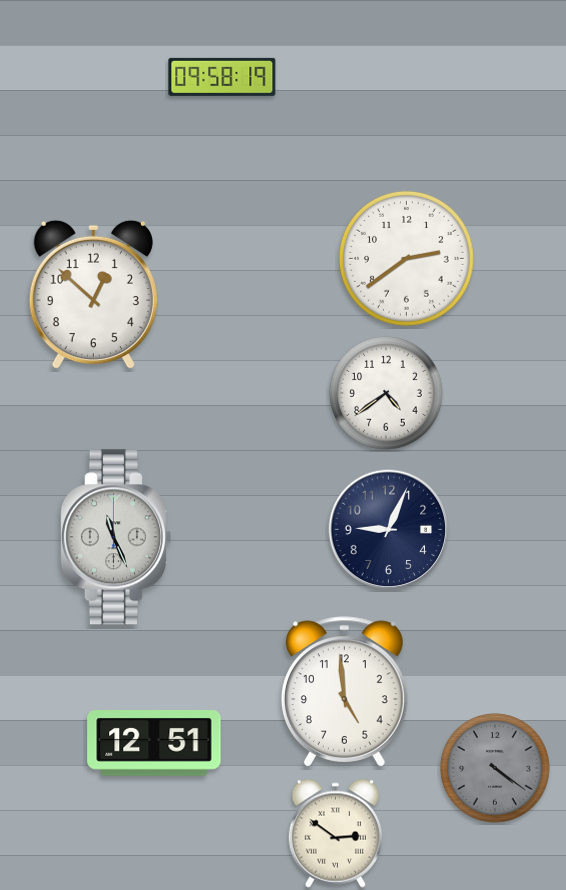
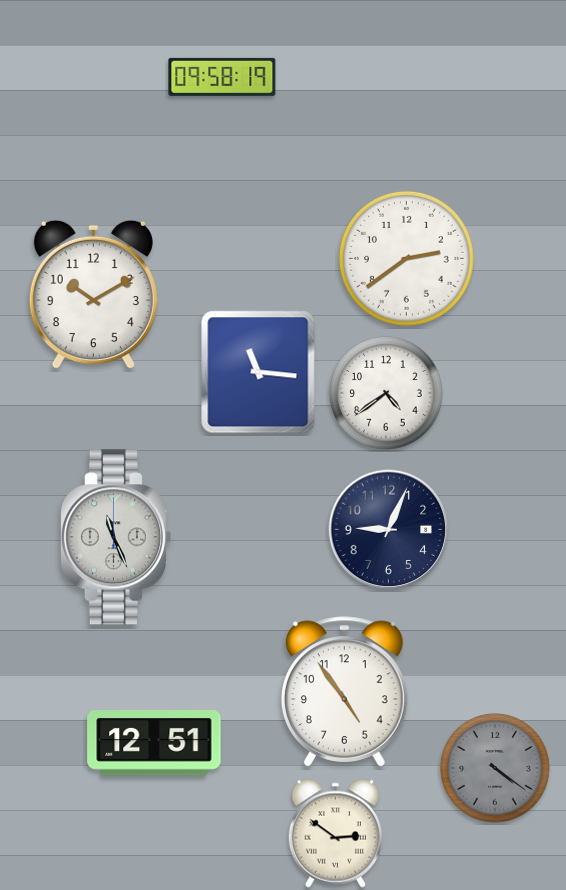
clock at (93, 295): 12:52 -> 10:10
clock at (258, 372): none -> 11:16
clock at (344, 692): 4:59 -> 4:54
